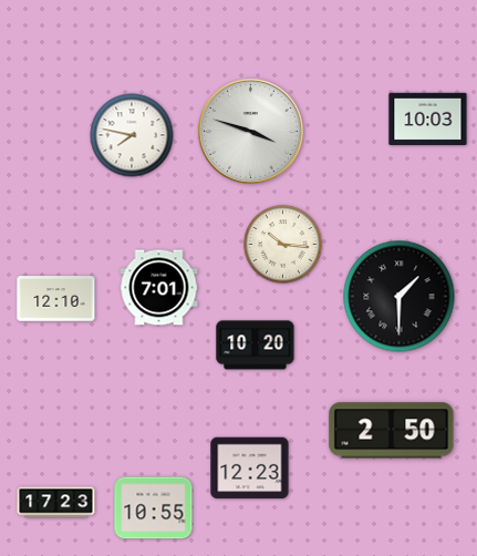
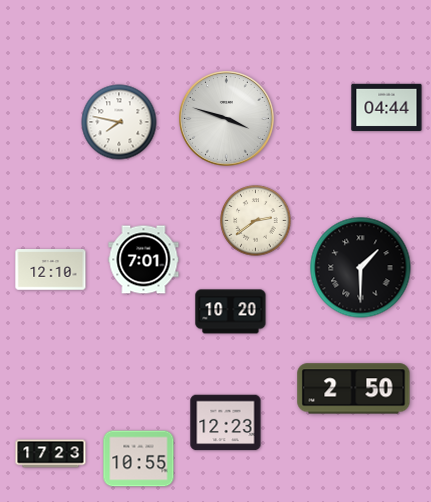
clock at (428, 120): 10:03 -> 04:44
clock at (283, 245): 10:16 -> 2:39
